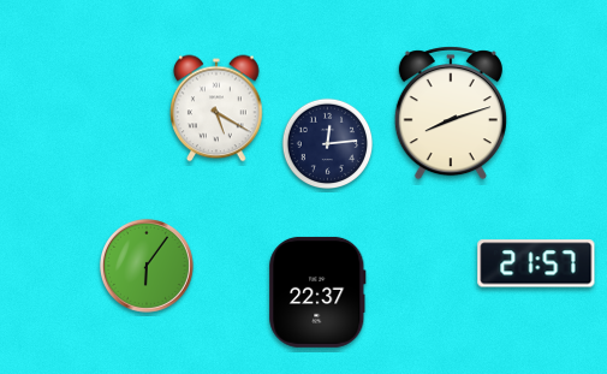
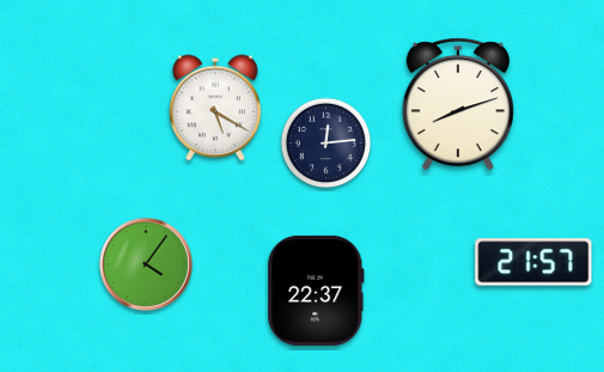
clock at (451, 113) position: (451, 113) -> (458, 104)
clock at (147, 266): 6:06 -> 4:06
